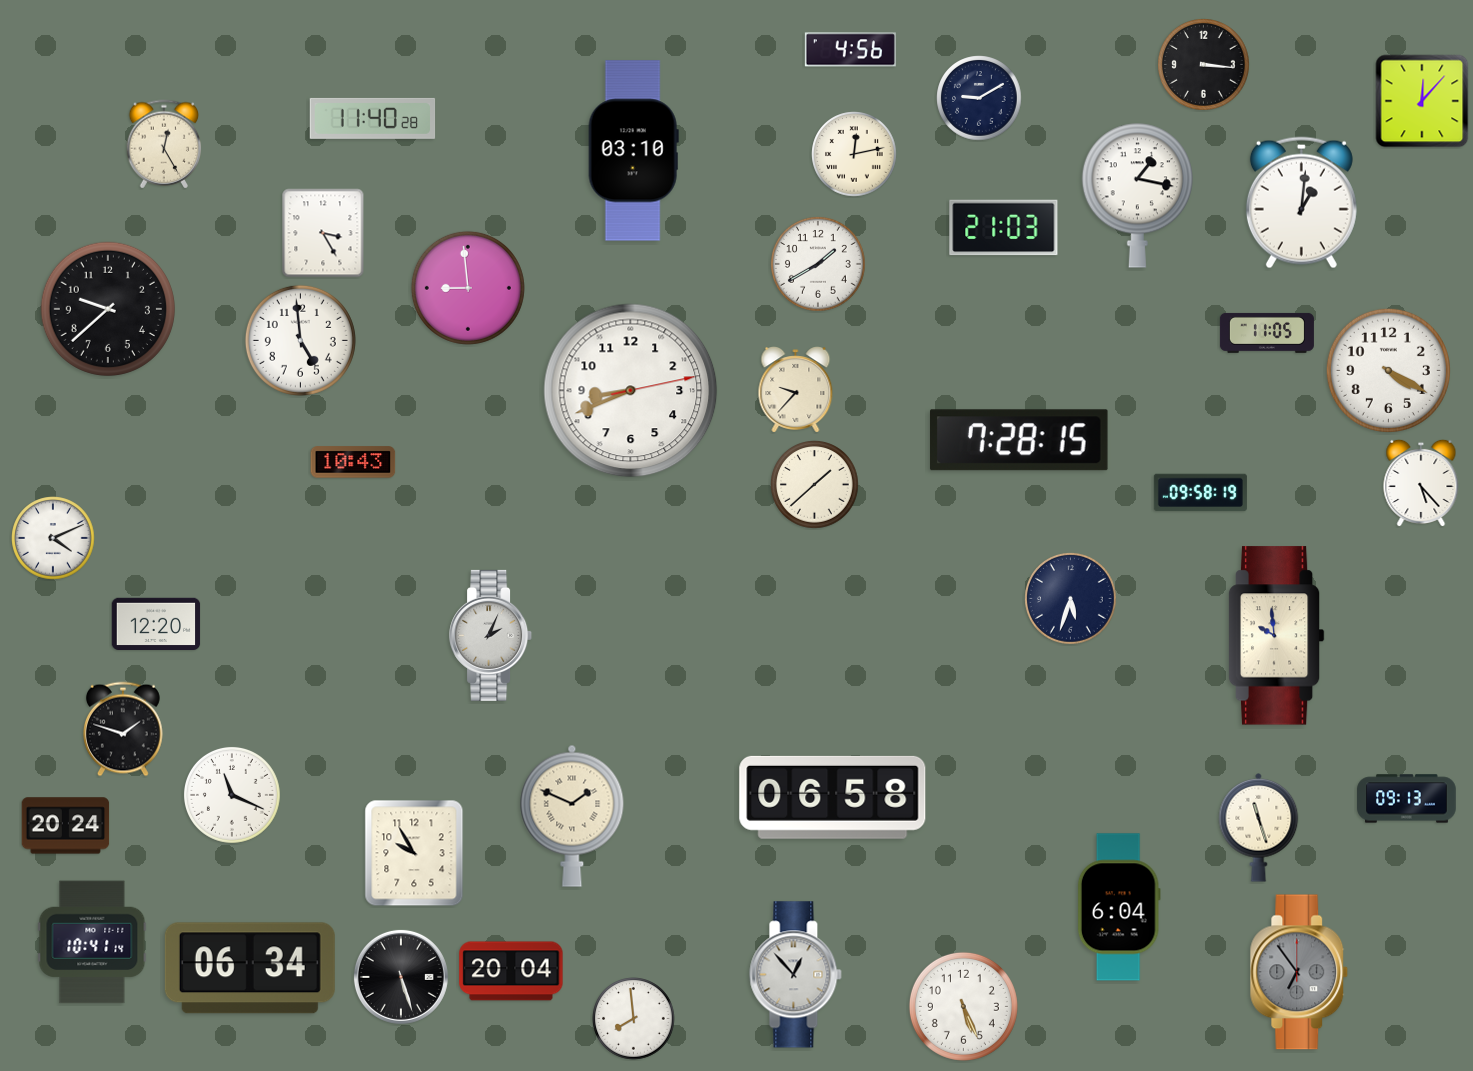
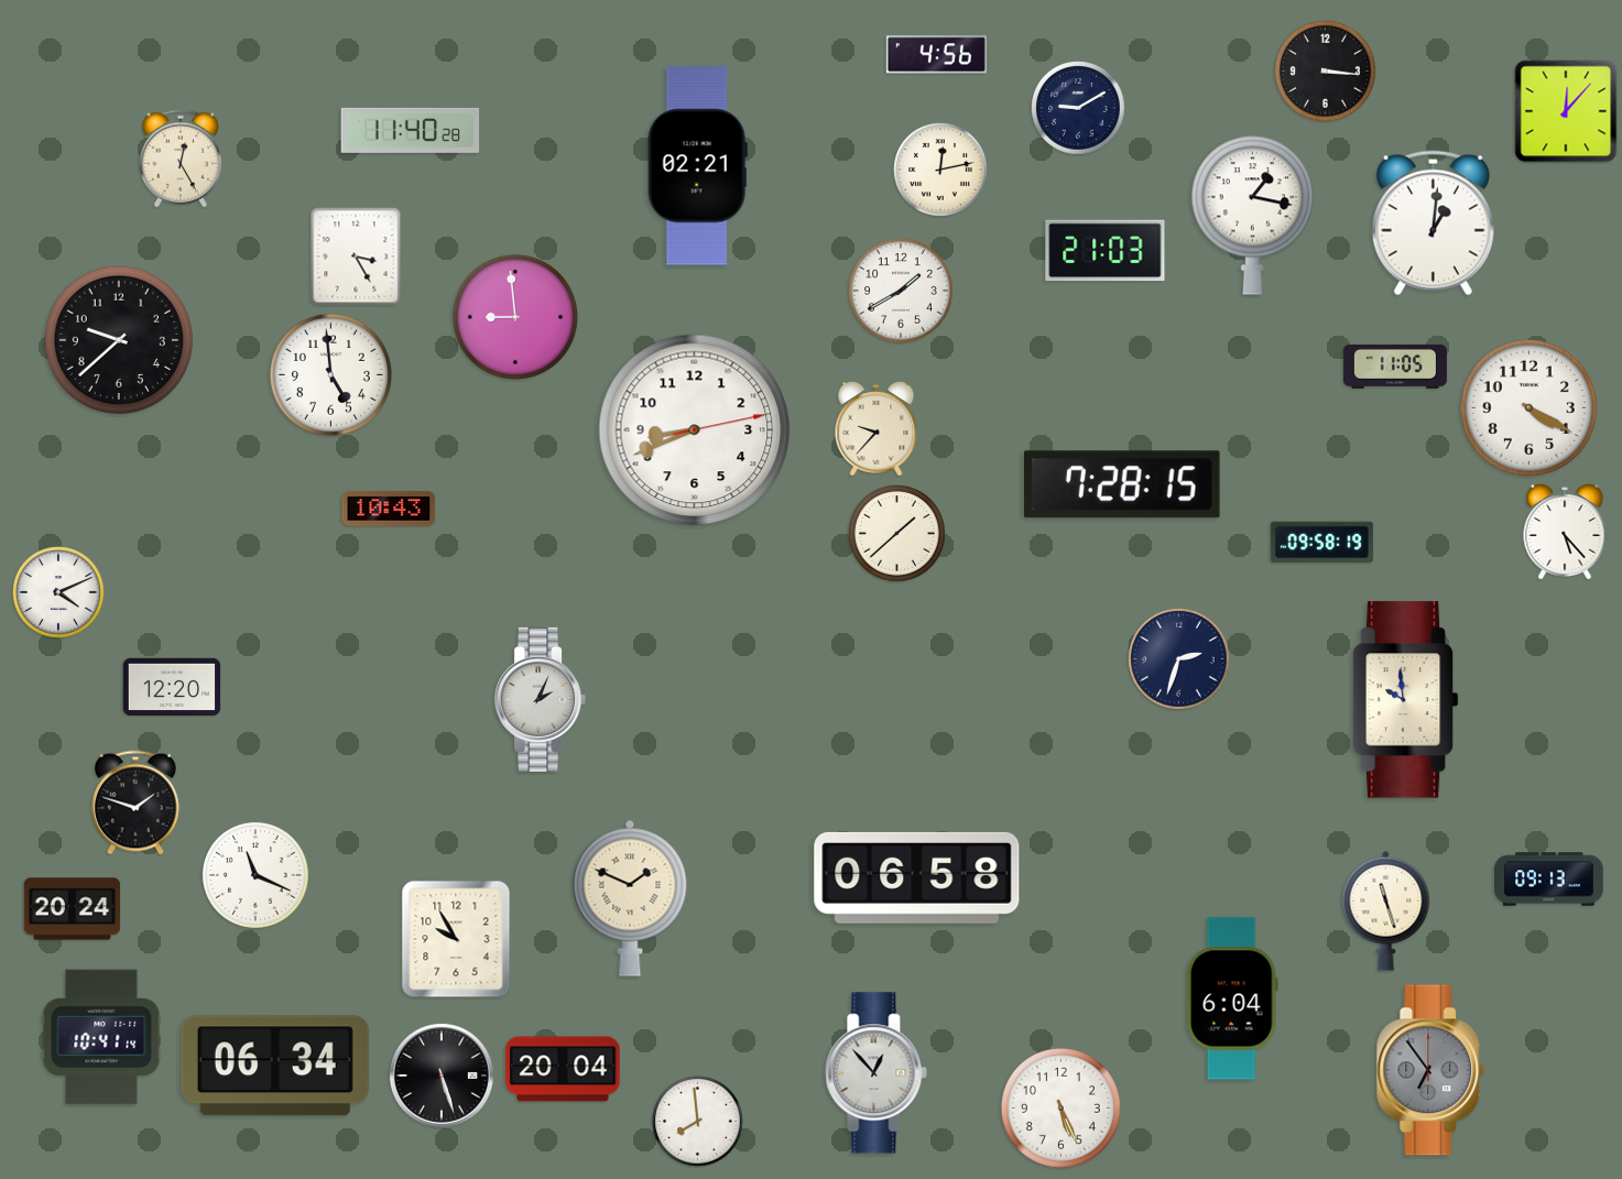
clock at (633, 151): 03:10 -> 02:21
clock at (1071, 599): 5:33 -> 2:33
